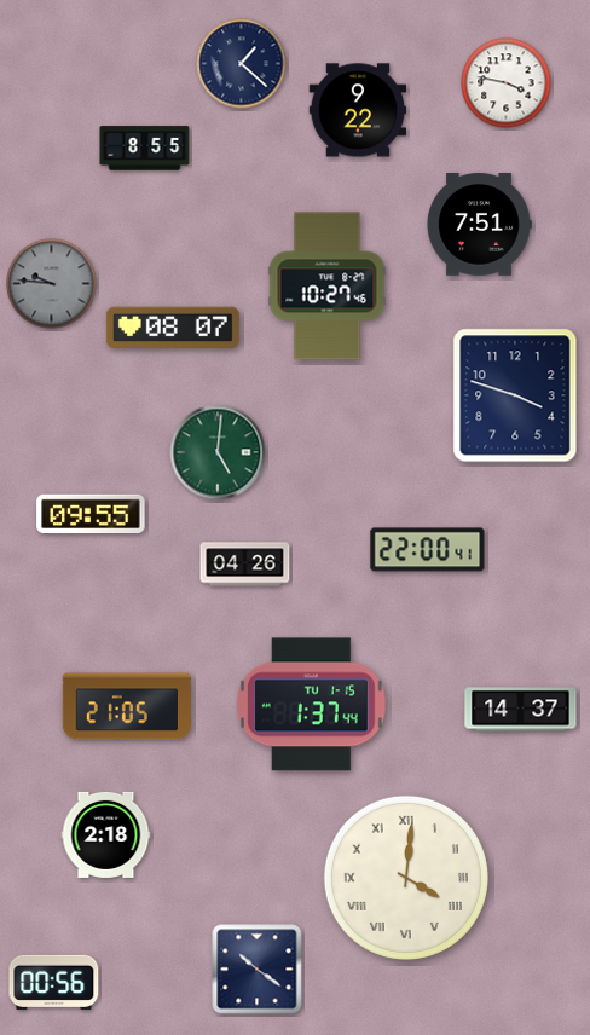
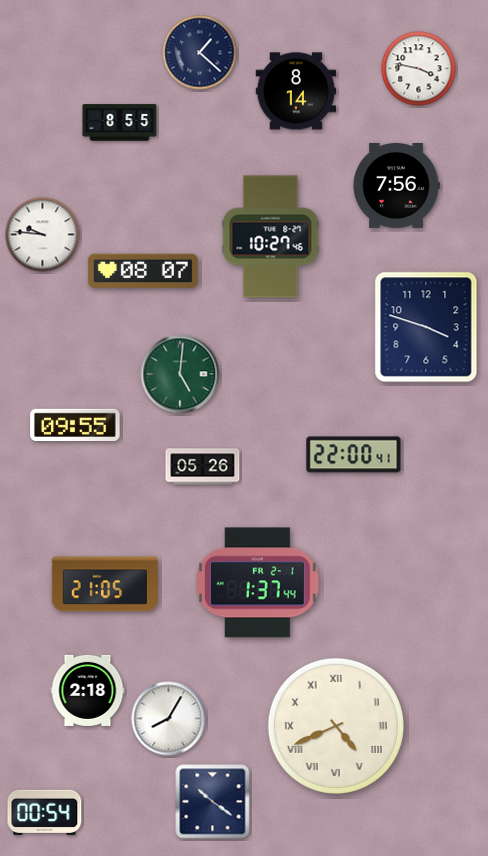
clock at (358, 110): 9:22 -> 8:14
clock at (479, 225): 7:51 -> 7:56
clock at (52, 284) dial: grey -> white
clock at (245, 565): 04:26 -> 05:26
clock at (312, 705) date: TU 1-15 -> FR 2-1
clock at (521, 710): 14:37 -> none
clock at (169, 719): none -> 8:05
clock at (406, 878): 4:01 -> 4:41
clock at (54, 982): 00:56 -> 00:54
